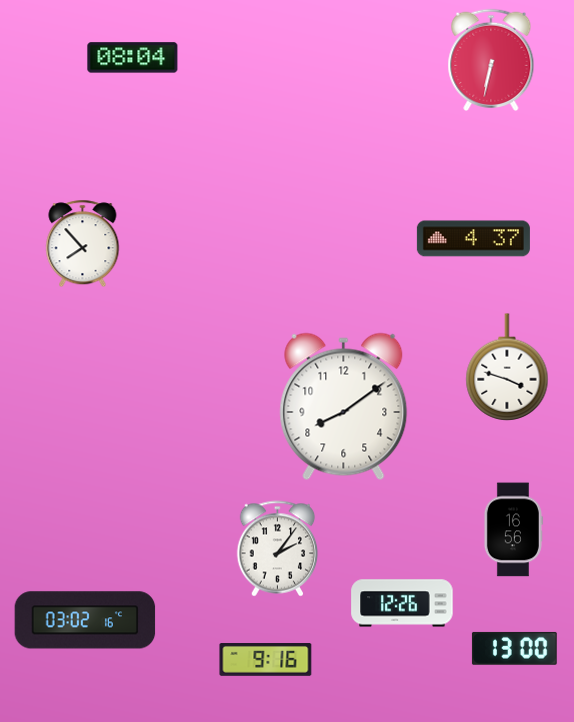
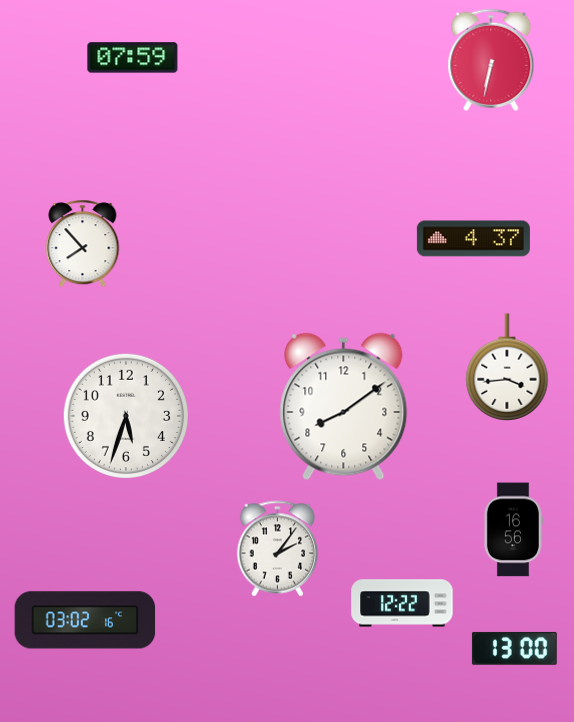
clock at (133, 58): 08:04 -> 07:59
clock at (507, 367): 3:48 -> 3:44
clock at (125, 415): none -> 5:33
clock at (402, 603): 12:26 -> 12:22
clock at (266, 660): 9:16 -> none
